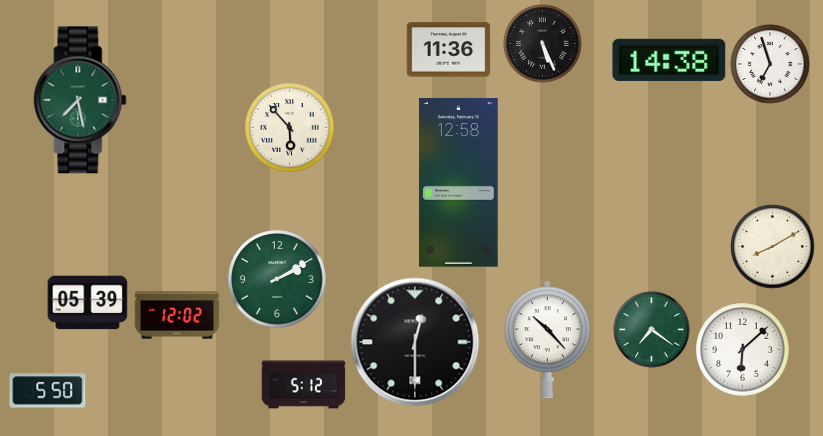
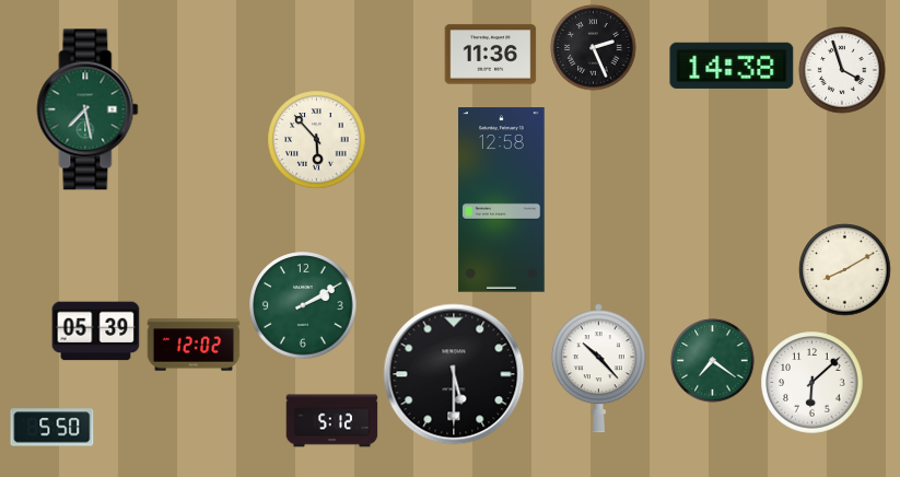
clock at (543, 44): 5:26 -> 2:26
clock at (770, 64): 6:57 -> 3:57
clock at (547, 340) position: (547, 340) -> (598, 369)
clock at (415, 342): 12:30 -> 5:30
